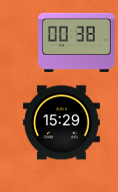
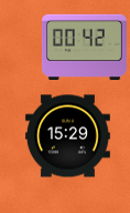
clock at (76, 42): 00:38 -> 00:42
